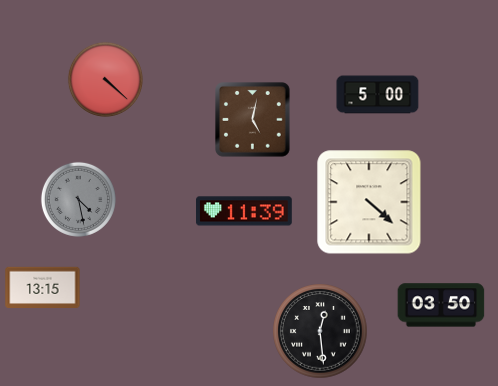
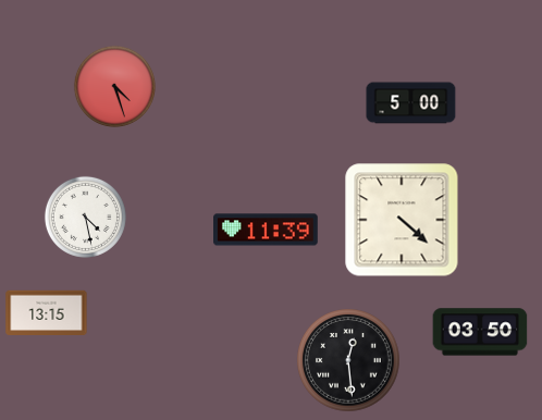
clock at (105, 79): 4:22 -> 4:27
clock at (253, 120): 5:02 -> none
clock at (78, 199) dial: grey -> white
